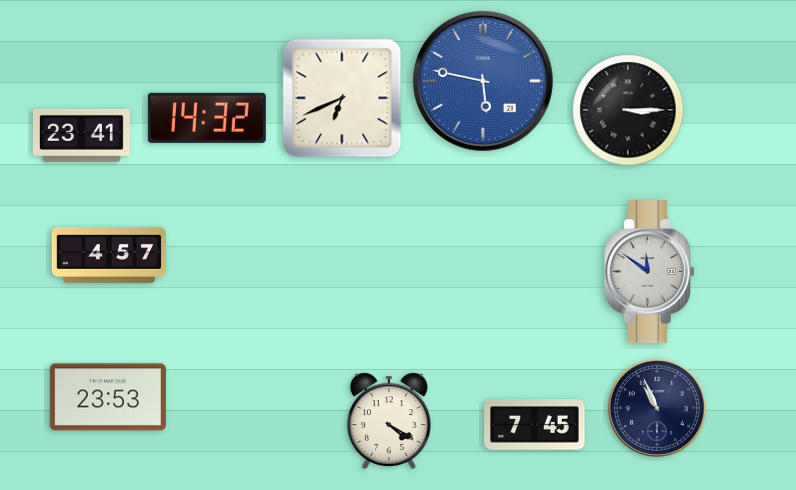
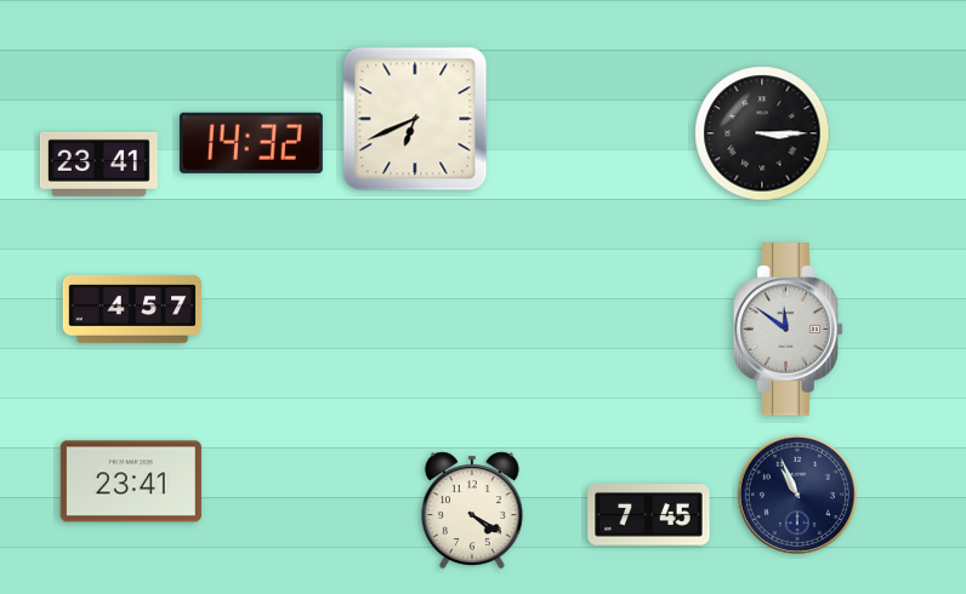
clock at (484, 82): 5:47 -> none
clock at (108, 397): 23:53 -> 23:41
